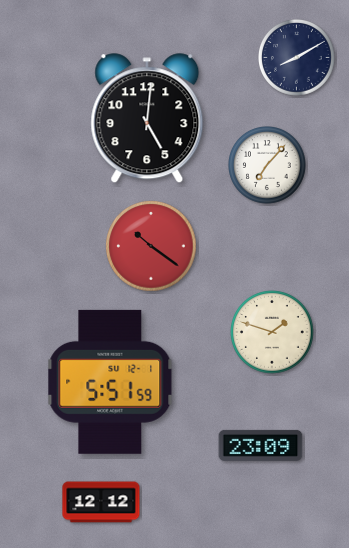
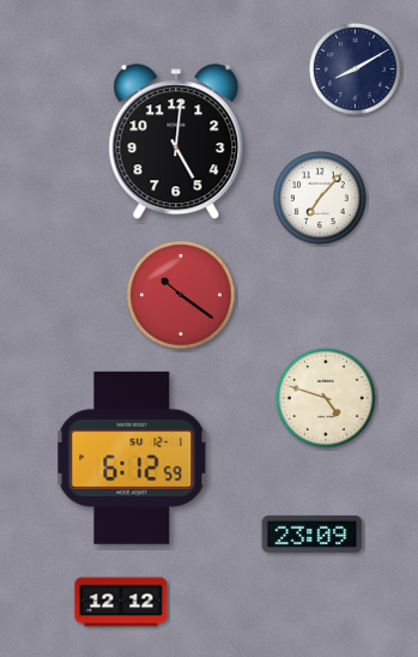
clock at (272, 332): 1:48 -> 4:48
clock at (110, 382): 5:51 -> 6:12
